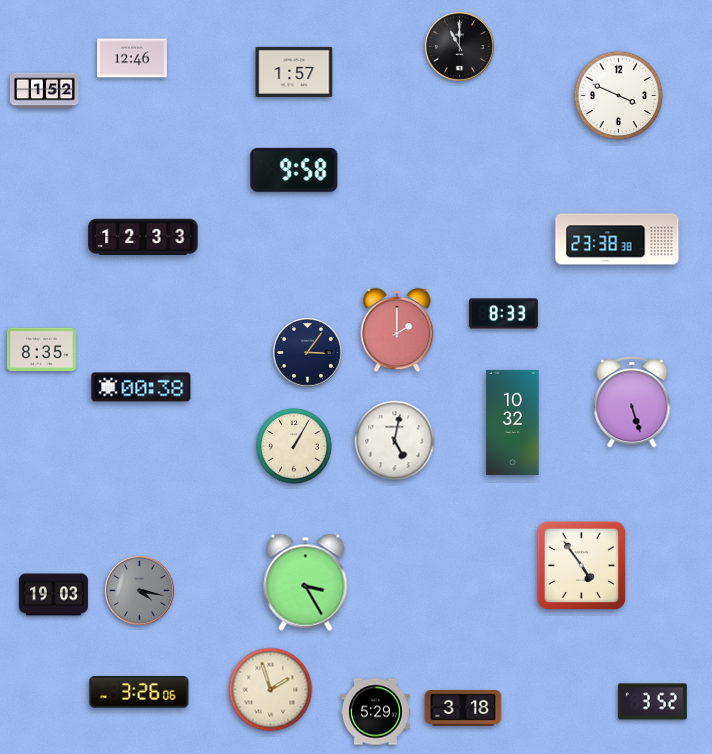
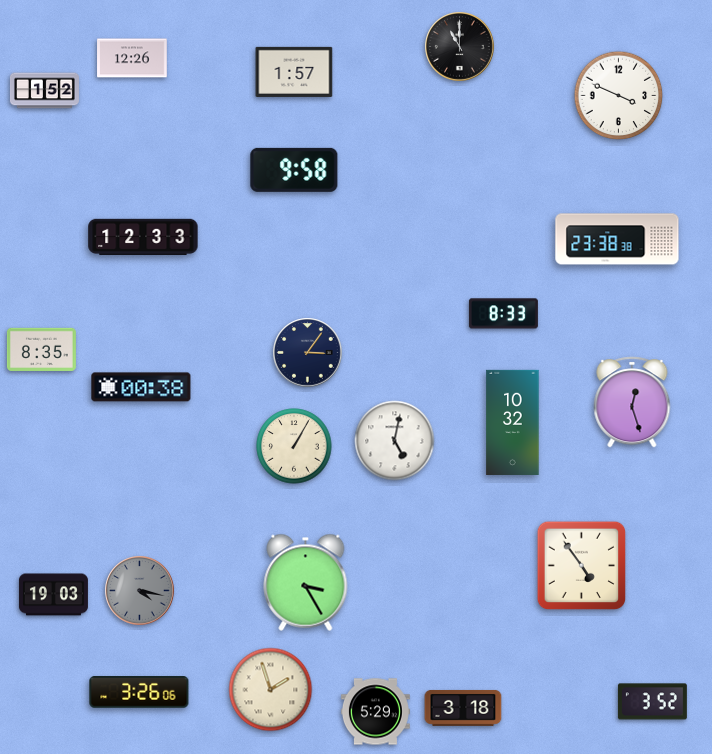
clock at (132, 58): 12:46 -> 12:26
clock at (397, 330): 2:00 -> none
clock at (632, 402): 5:27 -> 12:27
